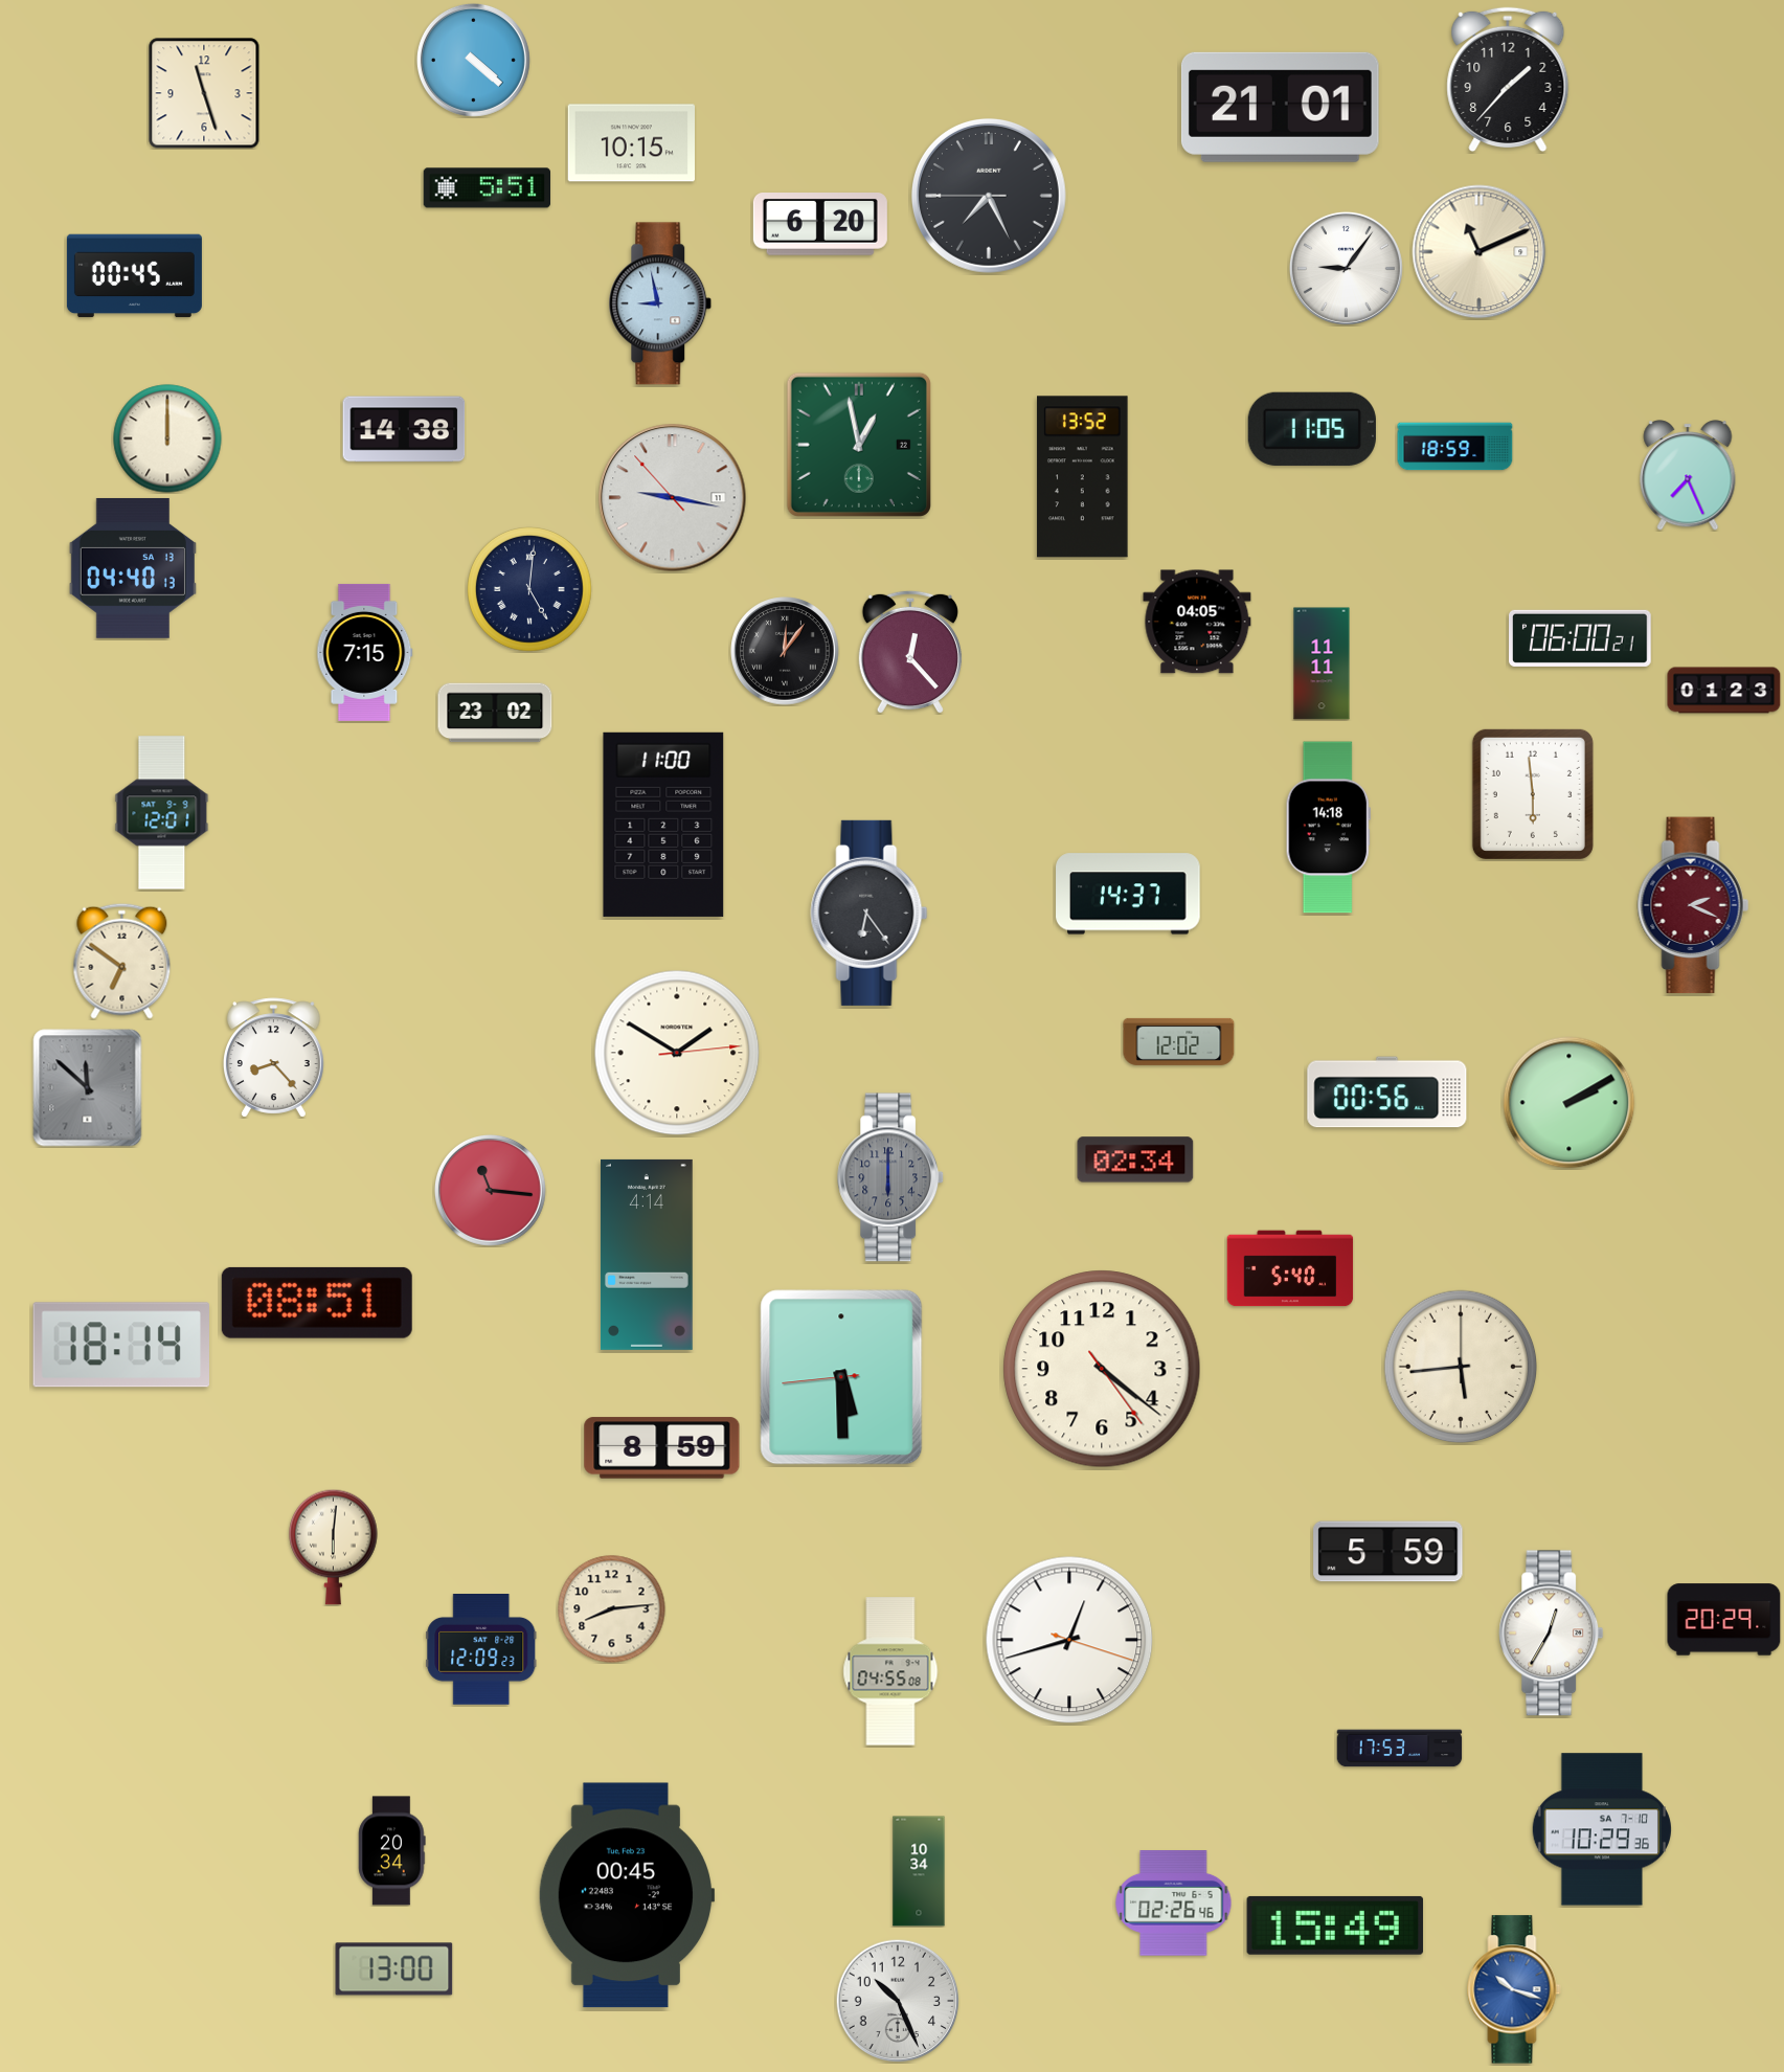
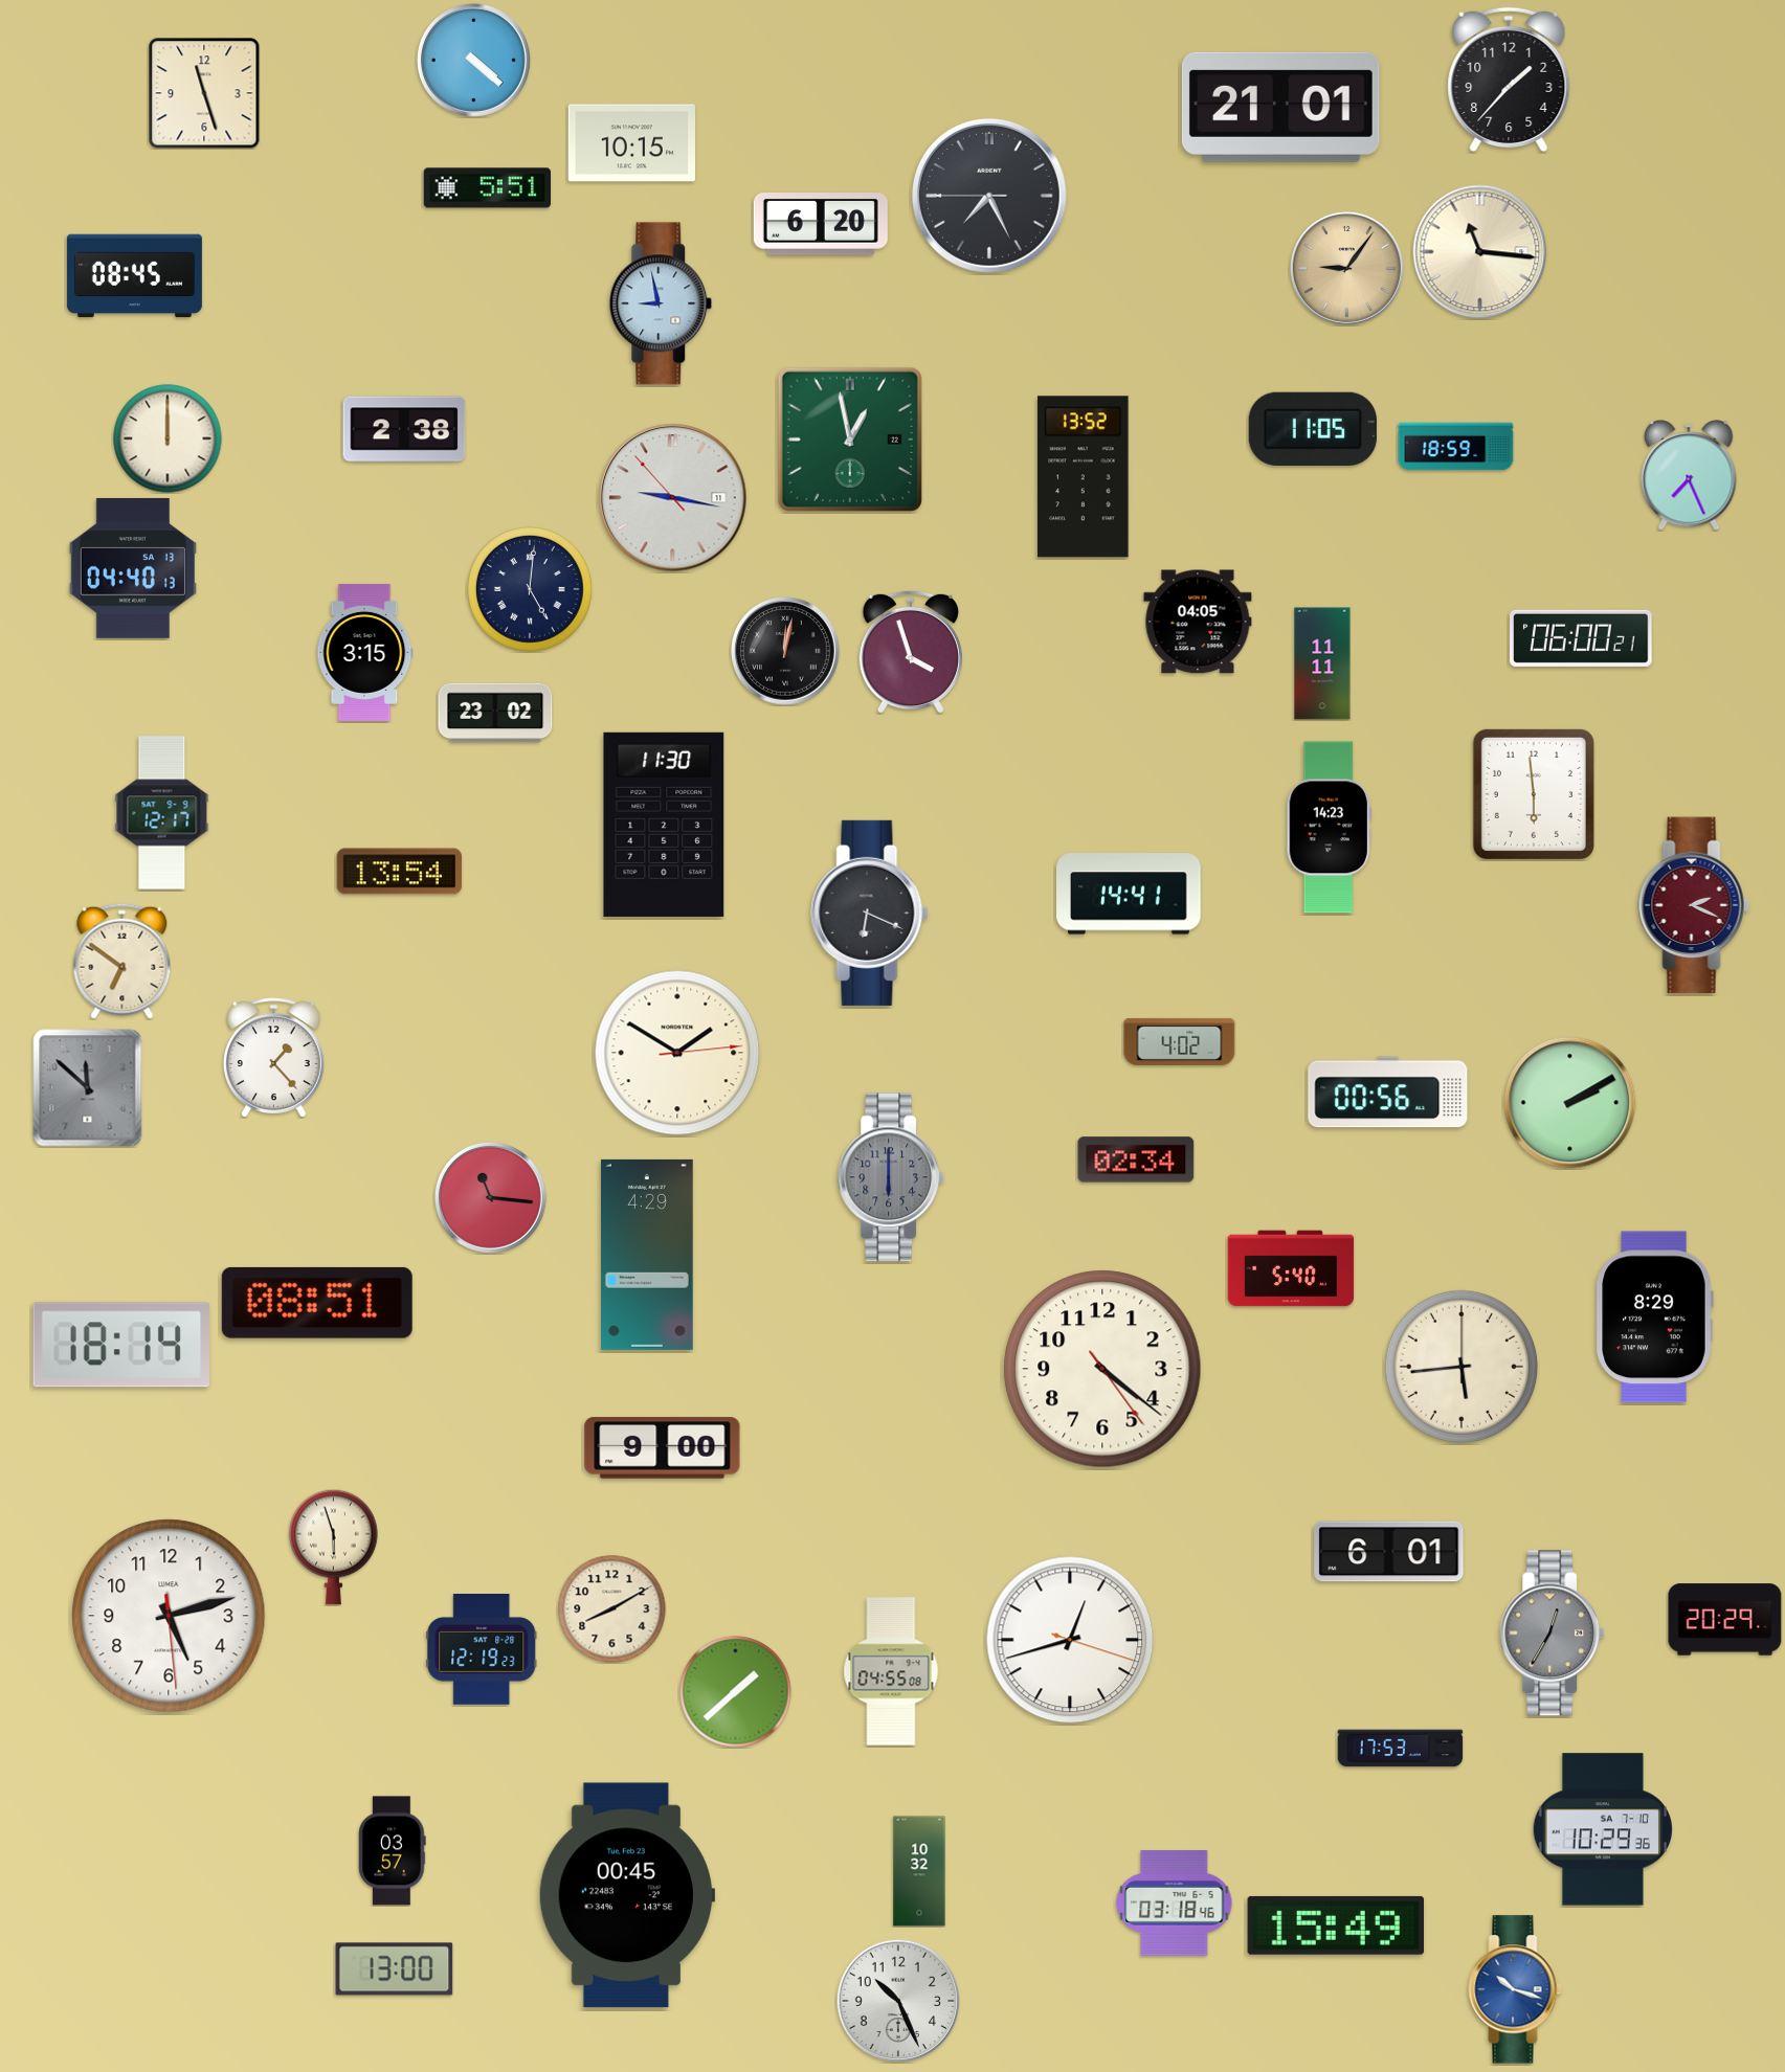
clock at (1480, 252): 11:11 -> 11:16
clock at (1346, 268) dial: white -> champagne
clock at (134, 276): 00:45 -> 08:45
clock at (404, 429): 14:38 -> 2:38
clock at (859, 445) position: (859, 445) -> (850, 440)
clock at (785, 651): 12:06 -> 12:02
clock at (365, 652): 7:15 -> 3:15
clock at (910, 652): 12:23 -> 3:57
clock at (1724, 691): 01:23 -> none
clock at (162, 813): 12:01 -> 12:17
clock at (663, 825): 11:00 -> 11:30
clock at (1328, 828): 14:18 -> 14:23
clock at (400, 872): none -> 13:54
clock at (1128, 894): 14:37 -> 14:41
clock at (870, 913): 6:24 -> 6:19
clock at (1179, 1041): 12:02 -> 4:02
clock at (273, 1058): 8:23 -> 1:23
clock at (490, 1190) position: (490, 1190) -> (490, 1197)
clock at (648, 1255): 4:14 -> 4:29
clock at (1654, 1317): none -> 8:29
clock at (841, 1377): 5:29 -> none
clock at (662, 1448): 8:59 -> 9:00
clock at (334, 1547): 6:01 -> 5:57
clock at (1388, 1552): 5:59 -> 6:01
clock at (612, 1609): 8:14 -> 8:10
clock at (169, 1616): none -> 5:12
clock at (1552, 1634) dial: white -> grey
clock at (481, 1650): 12:09 -> 12:19
clock at (736, 1692): none -> 1:38
clock at (392, 1851): 20:34 -> 03:57
clock at (919, 1871): 10:34 -> 10:32
clock at (1174, 1904): 02:26 -> 03:18
